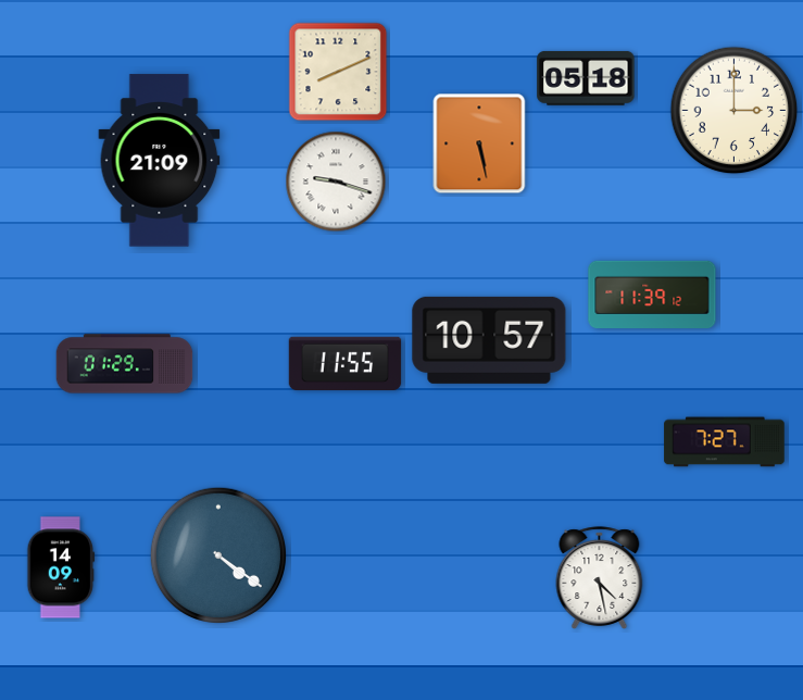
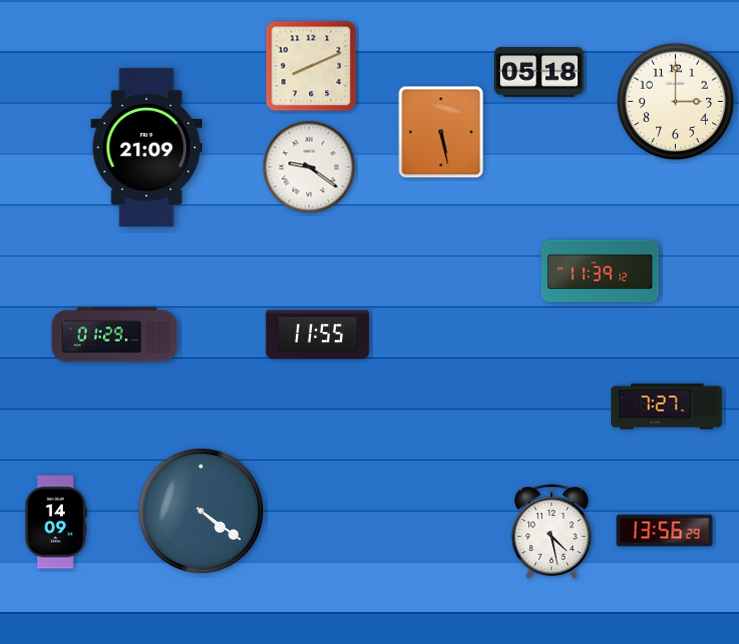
clock at (336, 182): 9:18 -> 9:21
clock at (489, 340): 10:57 -> none
clock at (665, 531): none -> 13:56
